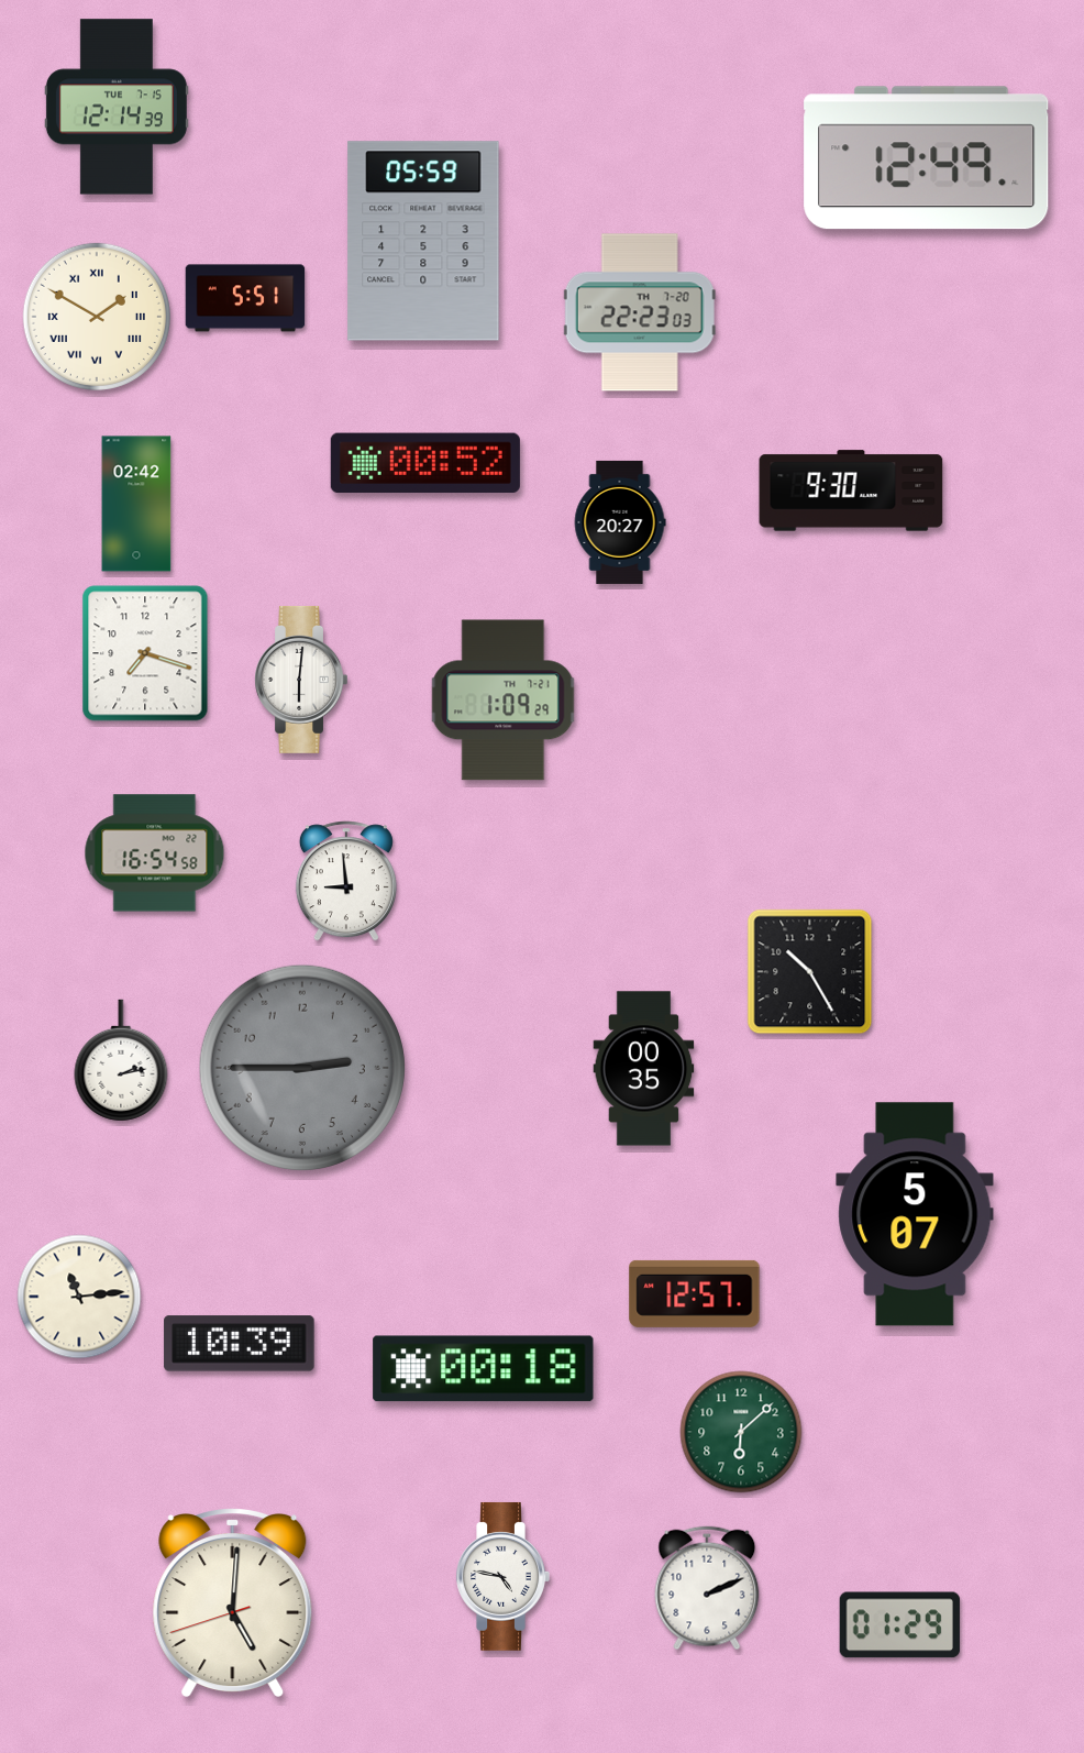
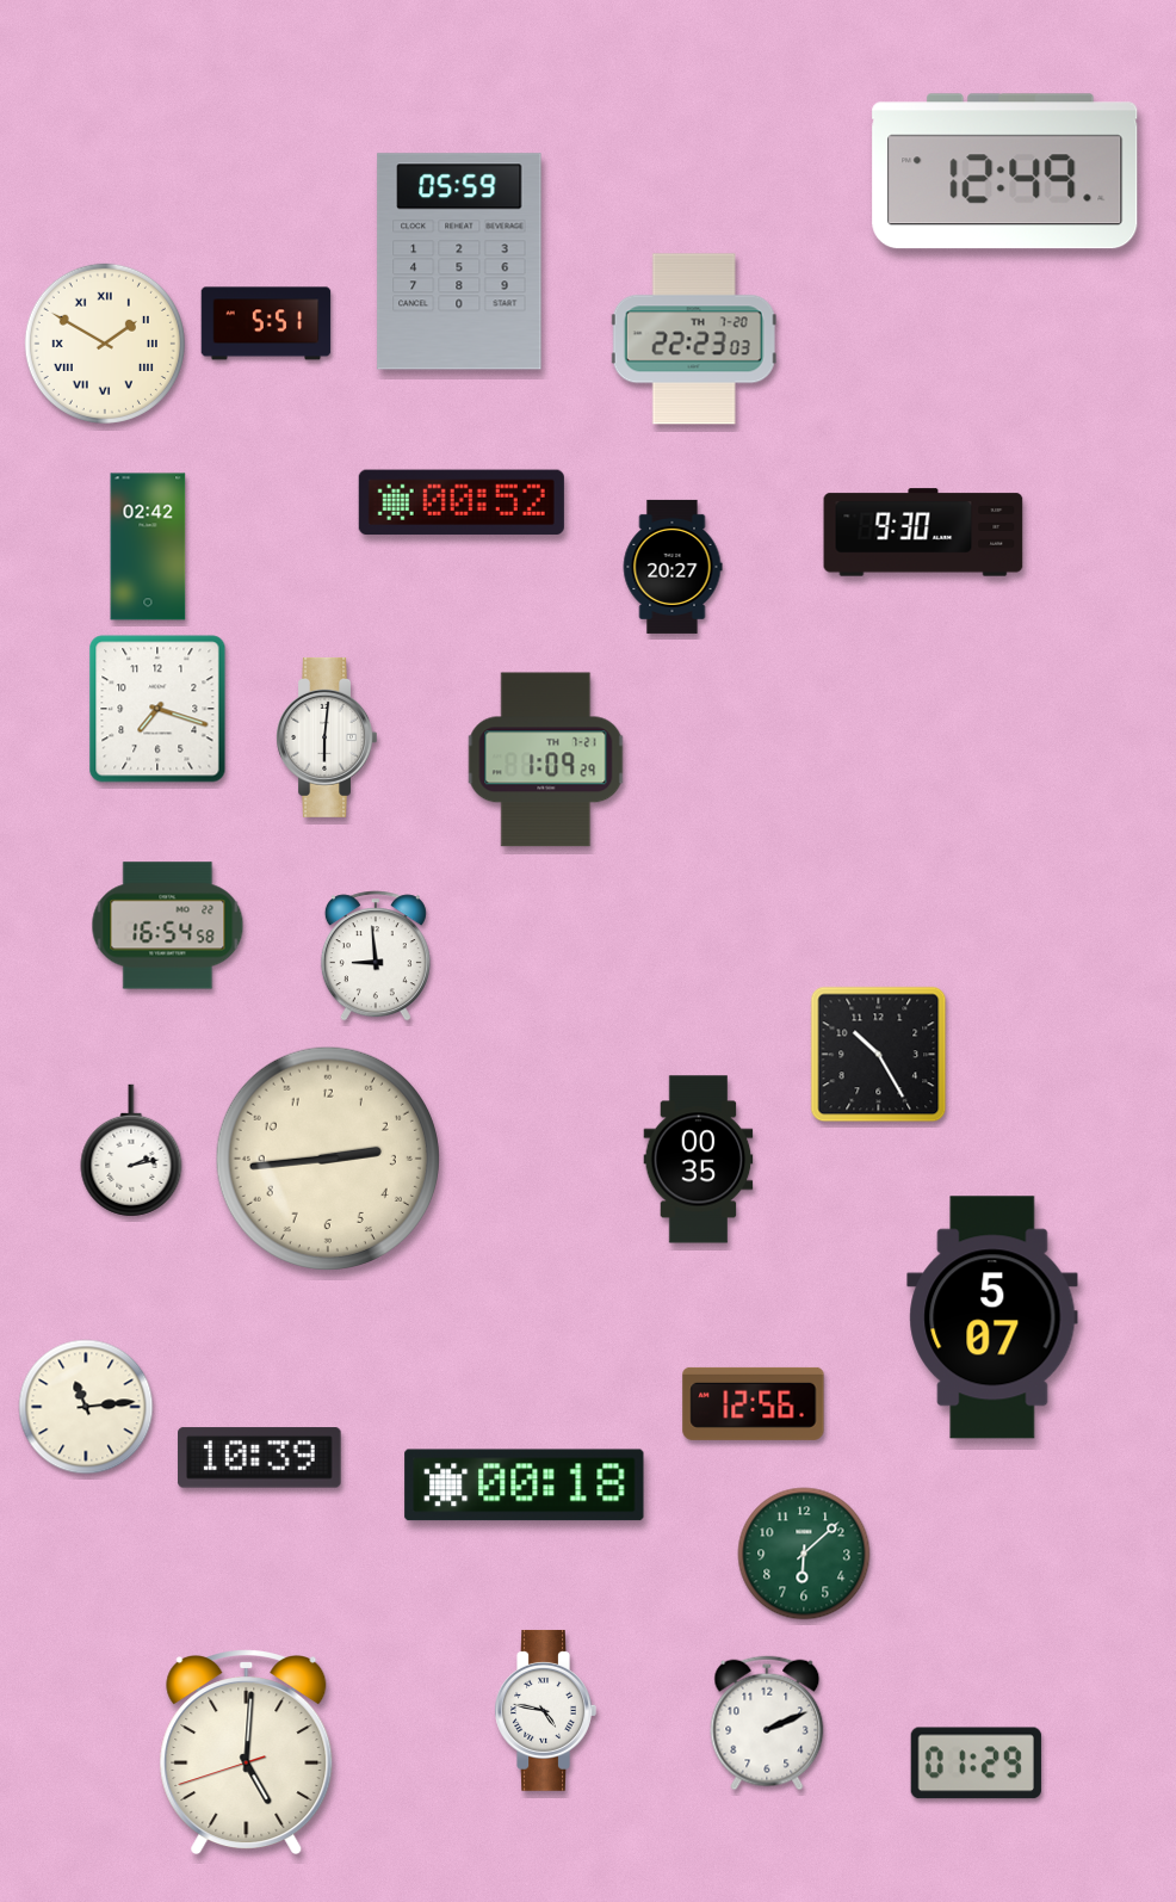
clock at (117, 107): 12:14 -> none
clock at (302, 1068): 2:45 -> 2:44
clock at (302, 1068) dial: grey -> cream
clock at (695, 1293): 12:57 -> 12:56
clock at (233, 1603) position: (233, 1603) -> (247, 1753)
